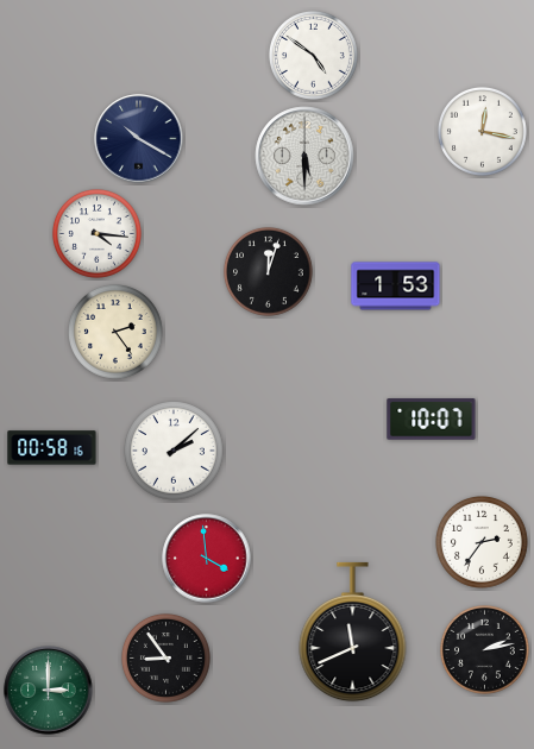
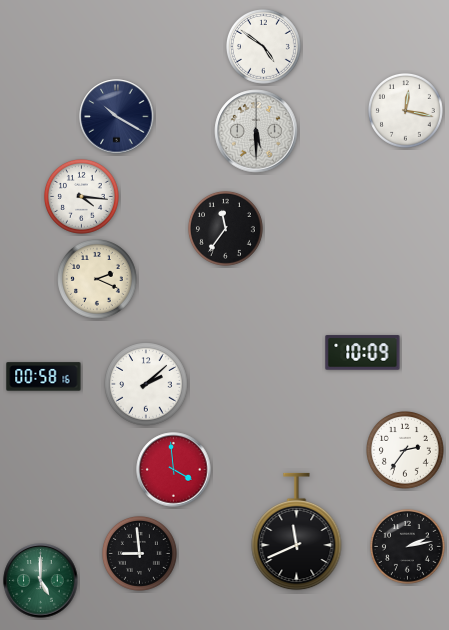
clock at (268, 271): 12:03 -> 11:36
clock at (396, 287): 1:53 -> none
clock at (117, 333): 2:24 -> 2:19
clock at (432, 420): 10:07 -> 10:09
clock at (174, 451) position: (174, 451) -> (146, 384)
clock at (483, 543) position: (483, 543) -> (406, 451)
clock at (165, 657): 8:54 -> 8:59
clock at (49, 691): 3:00 -> 5:00
